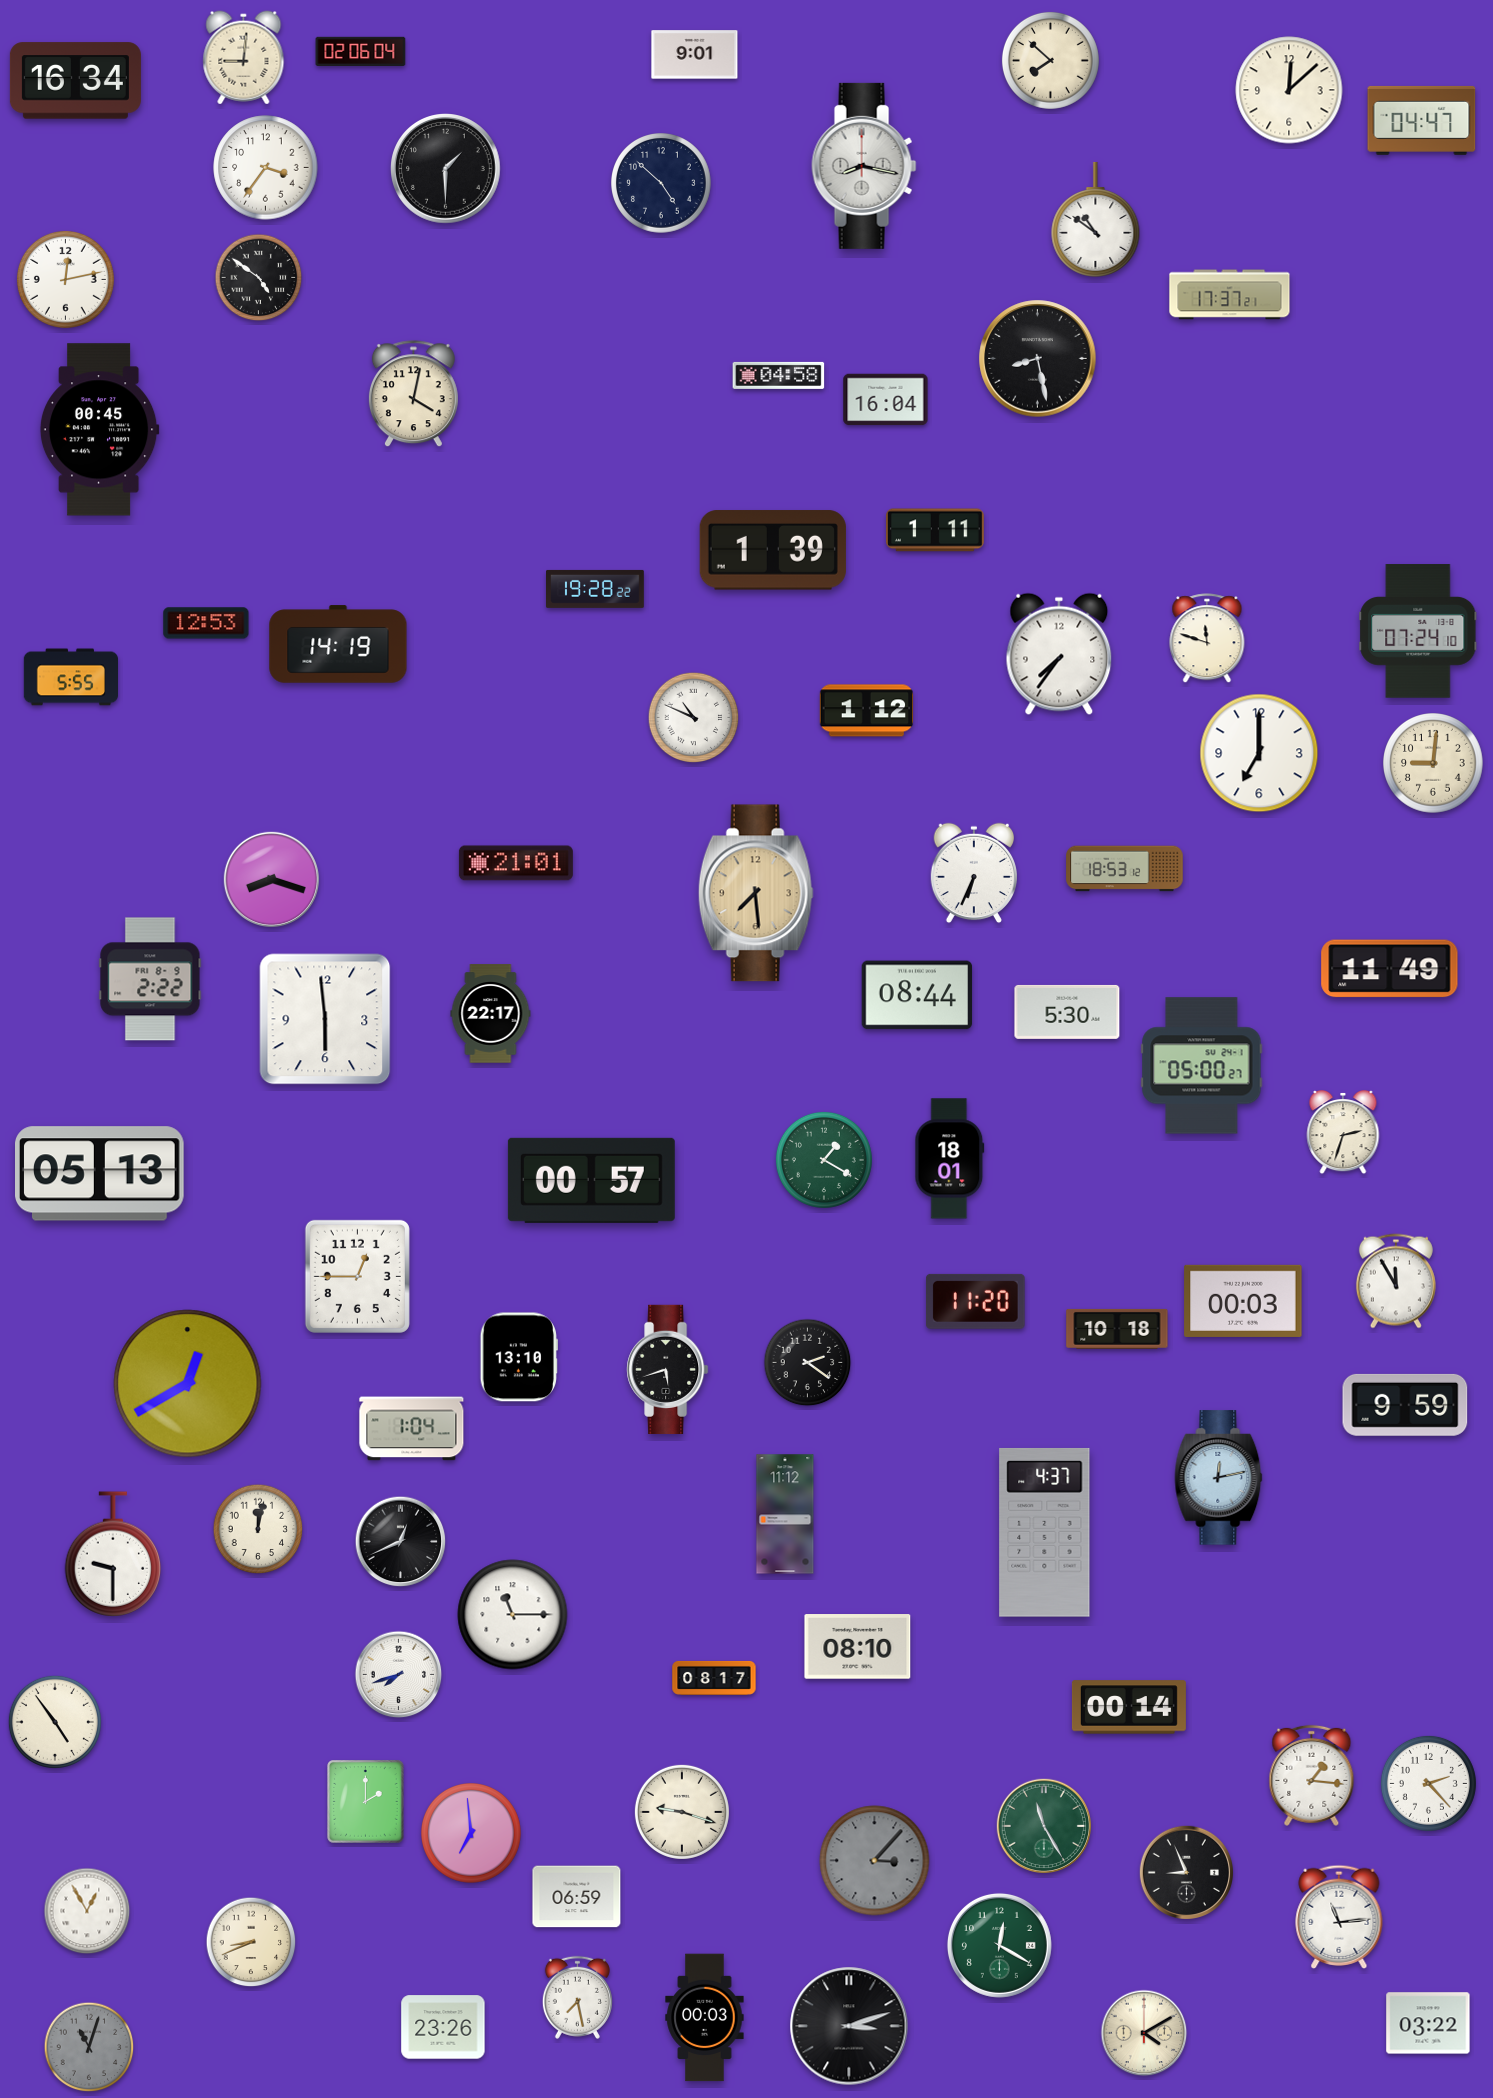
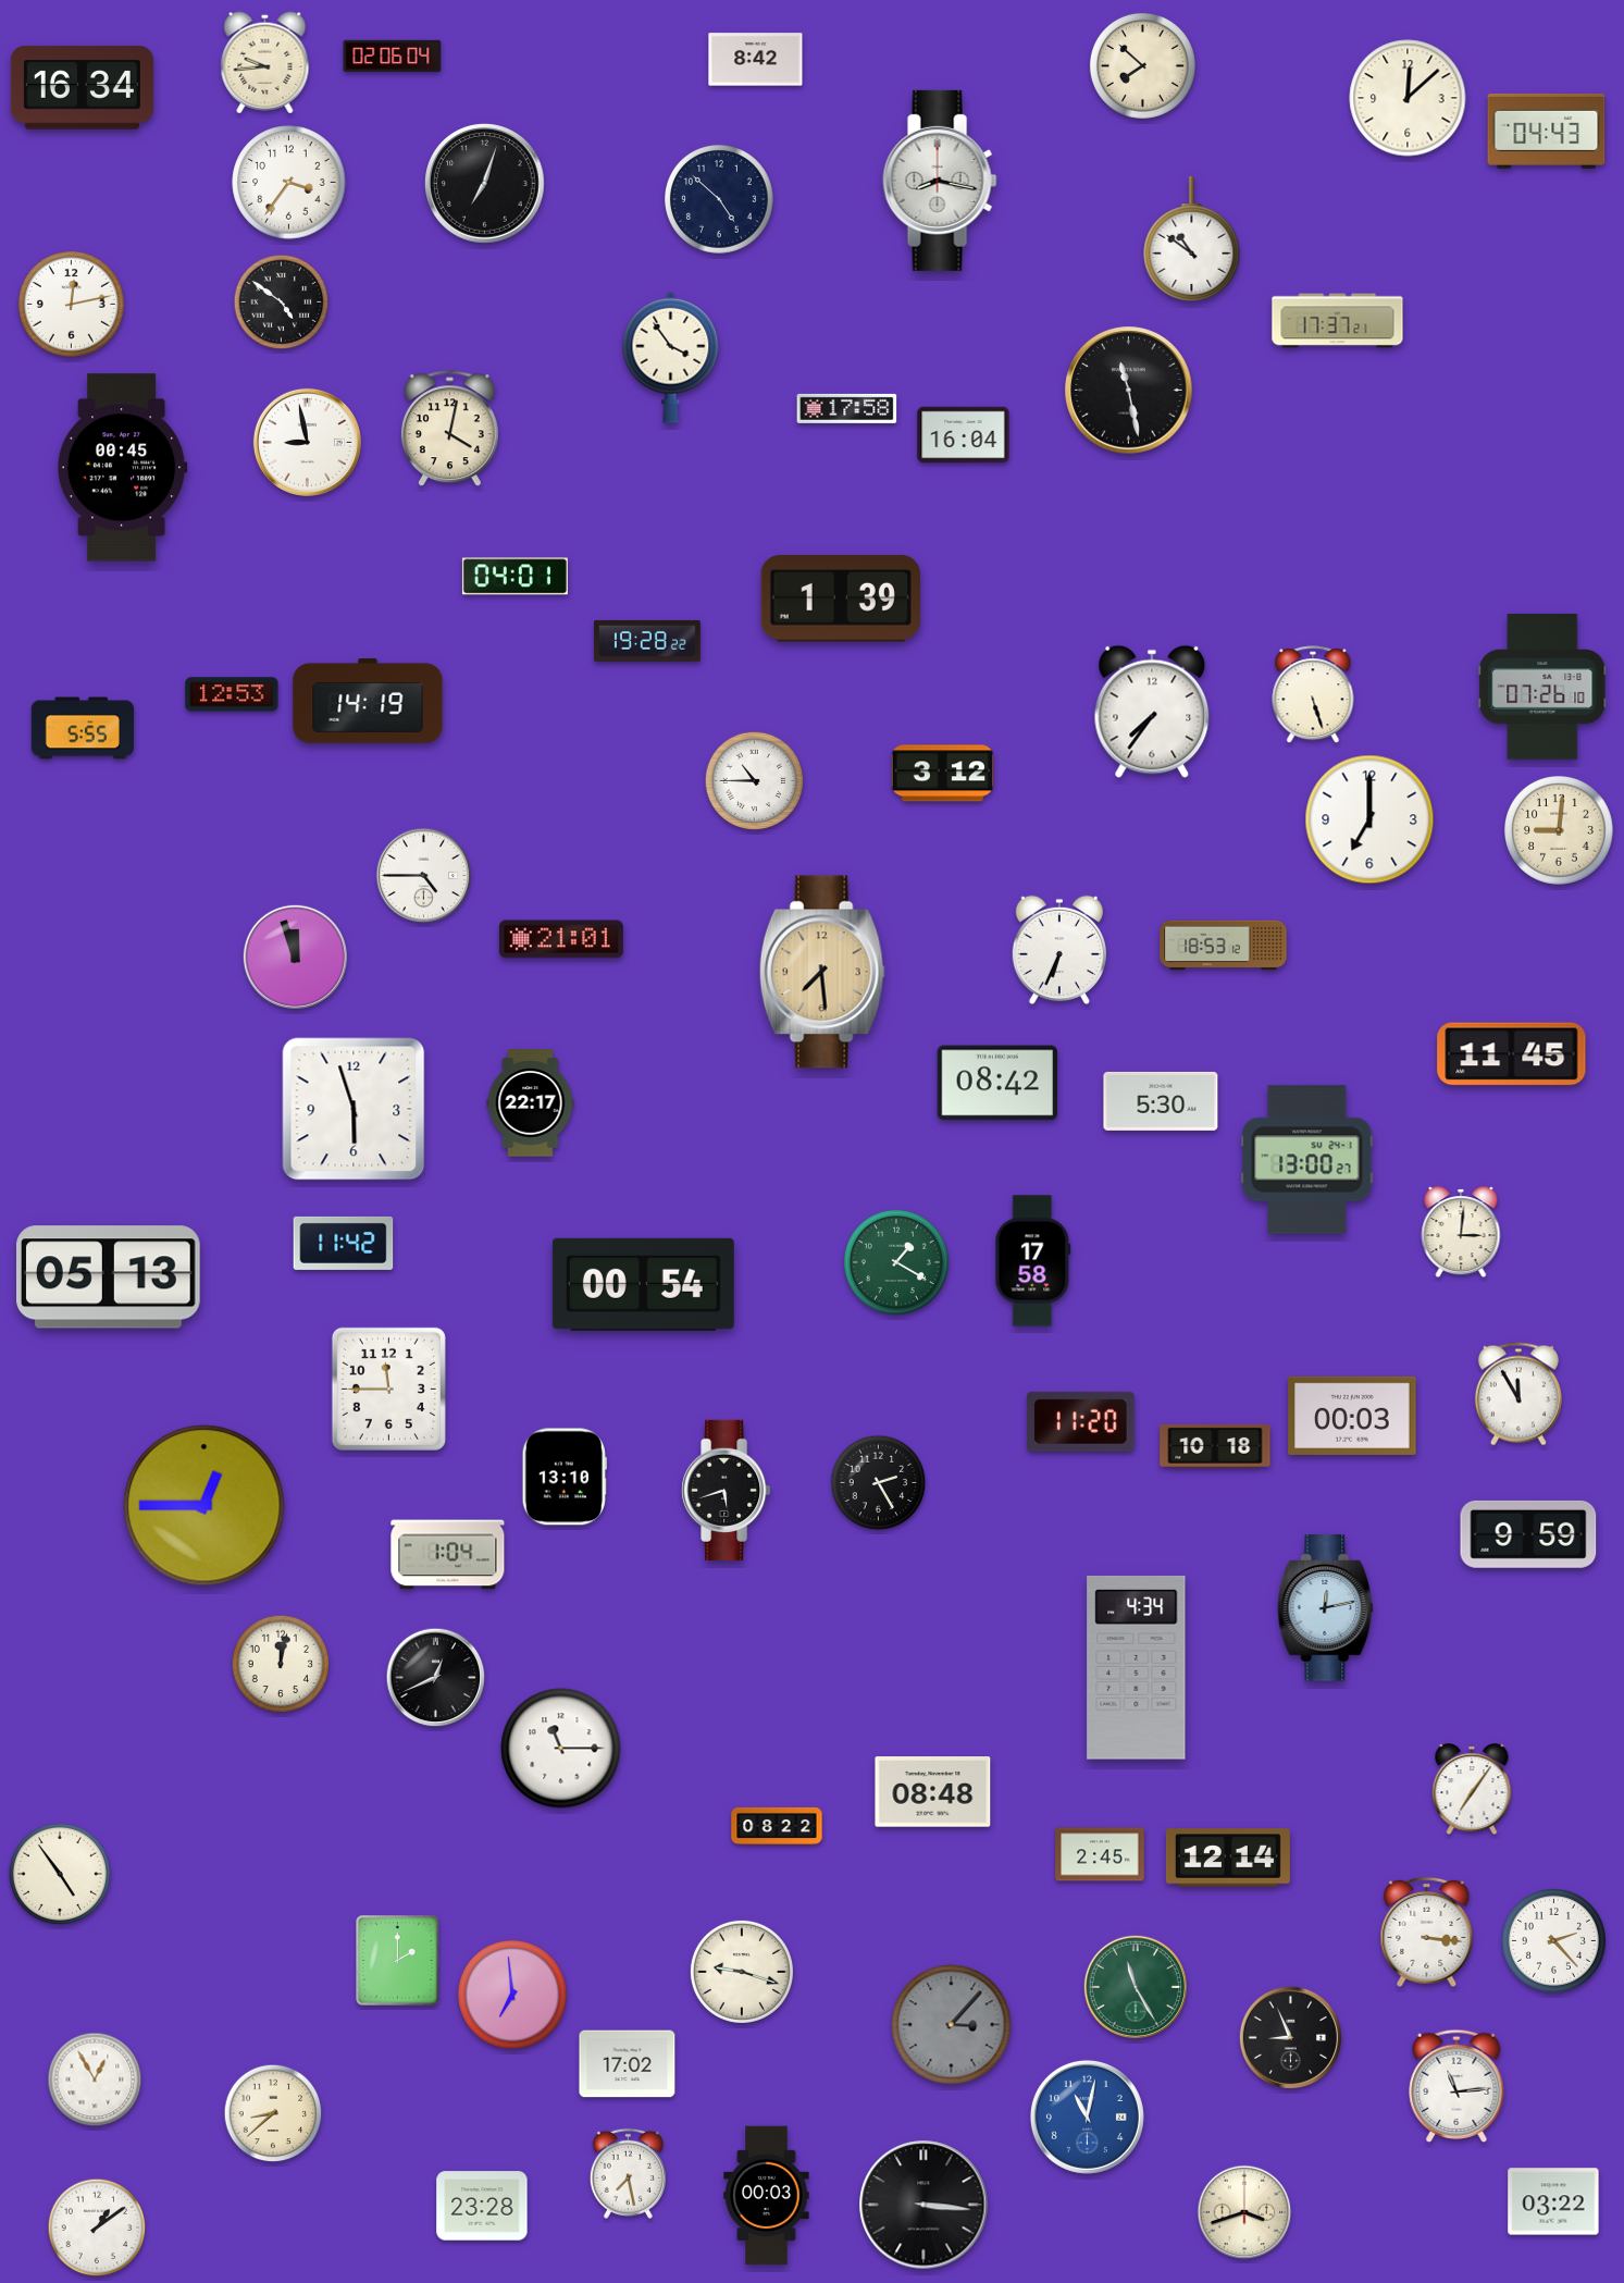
clock at (695, 55): 9:01 -> 8:42
clock at (244, 58): 9:01 -> 9:44
clock at (1289, 90) position: (1289, 90) -> (1408, 98)
clock at (1422, 120): 04:47 -> 04:43
clock at (446, 169): 1:30 -> 7:03
clock at (671, 357): none -> 3:54
clock at (1038, 359): 8:28 -> 11:28
clock at (779, 375): 04:58 -> 17:58
clock at (307, 442): none -> 8:58
clock at (99, 430) position: (99, 430) -> (122, 468)
clock at (515, 577): none -> 04:01
clock at (936, 530): 1:11 -> none
clock at (206, 623) position: (206, 623) -> (232, 694)
clock at (1418, 631): 07:24 -> 07:26
clock at (1207, 639): 11:48 -> 5:27
clock at (70, 677) position: (70, 677) -> (82, 728)
clock at (867, 711): 1:12 -> 3:12
clock at (694, 718): 10:49 -> 10:45
clock at (424, 876): none -> 4:45
clock at (271, 879): 8:18 -> 11:57
clock at (1390, 969): 11:49 -> 11:45
clock at (150, 979): 2:22 -> none
clock at (917, 995): 08:44 -> 08:42
clock at (491, 1014) position: (491, 1014) -> (531, 1103)
clock at (325, 1019): 5:59 -> 5:57
clock at (1202, 1066): 05:00 -> 13:00
clock at (1343, 1133): 2:33 -> 3:01
clock at (344, 1243): none -> 11:42
clock at (950, 1159): 18:01 -> 17:58
clock at (591, 1180): 00:57 -> 00:54
clock at (357, 1276): 12:45 -> 11:45
clock at (976, 1301) position: (976, 1301) -> (1081, 1421)
clock at (808, 1363): 2:21 -> 2:25
clock at (188, 1384): 12:40 -> 12:45
clock at (1405, 1405) position: (1405, 1405) -> (1528, 1534)
clock at (785, 1514): 11:12 -> none
clock at (1045, 1532): 4:37 -> 4:34
clock at (113, 1554): 9:30 -> none
clock at (513, 1615) position: (513, 1615) -> (561, 1749)
clock at (1472, 1790): none -> 7:06
clock at (858, 1647): 08:10 -> 08:48
clock at (399, 1675): 7:42 -> none
clock at (714, 1678): 08:17 -> 08:22
clock at (1100, 1854): none -> 2:45
clock at (1129, 1707): 00:14 -> 12:14
clock at (1312, 1775): 1:16 -> 3:16
clock at (577, 1897): 06:59 -> 17:02
clock at (251, 1942): 8:41 -> 8:38
clock at (999, 1945): 12:20 -> 11:02
clock at (999, 1945) dial: green -> blue
clock at (849, 2026): 3:12 -> 3:16
clock at (443, 2027): 23:26 -> 23:28
clock at (1144, 2033): 4:10 -> 3:42
clock at (89, 2047): 11:03 -> 1:09
clock at (89, 2047) dial: grey -> white
